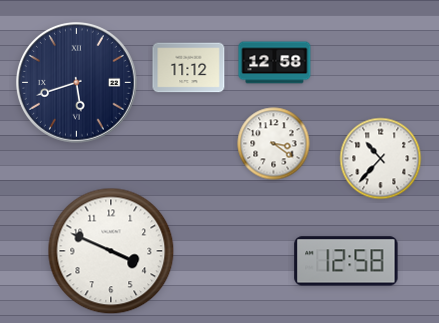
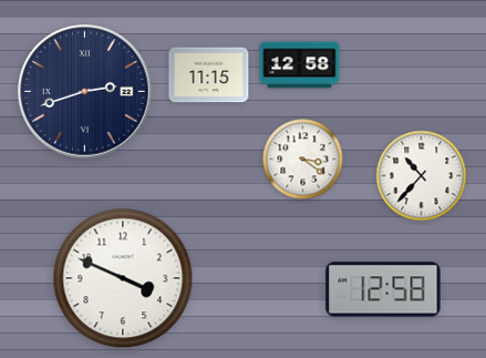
clock at (275, 63) position: (275, 63) -> (300, 65)
clock at (189, 68): 11:12 -> 11:15
clock at (77, 83): 5:42 -> 2:42
